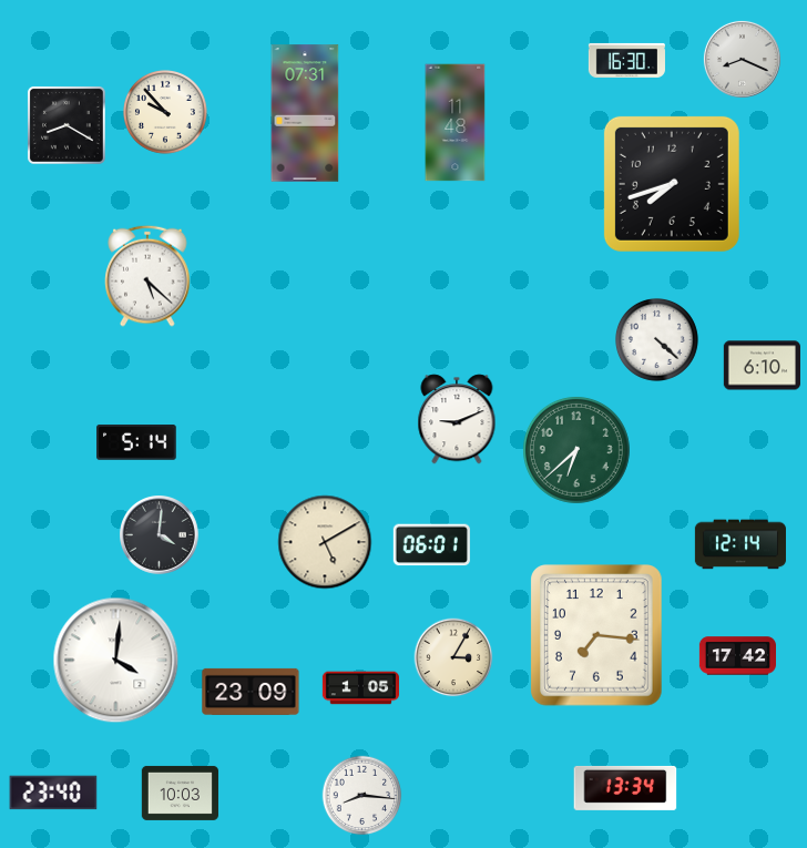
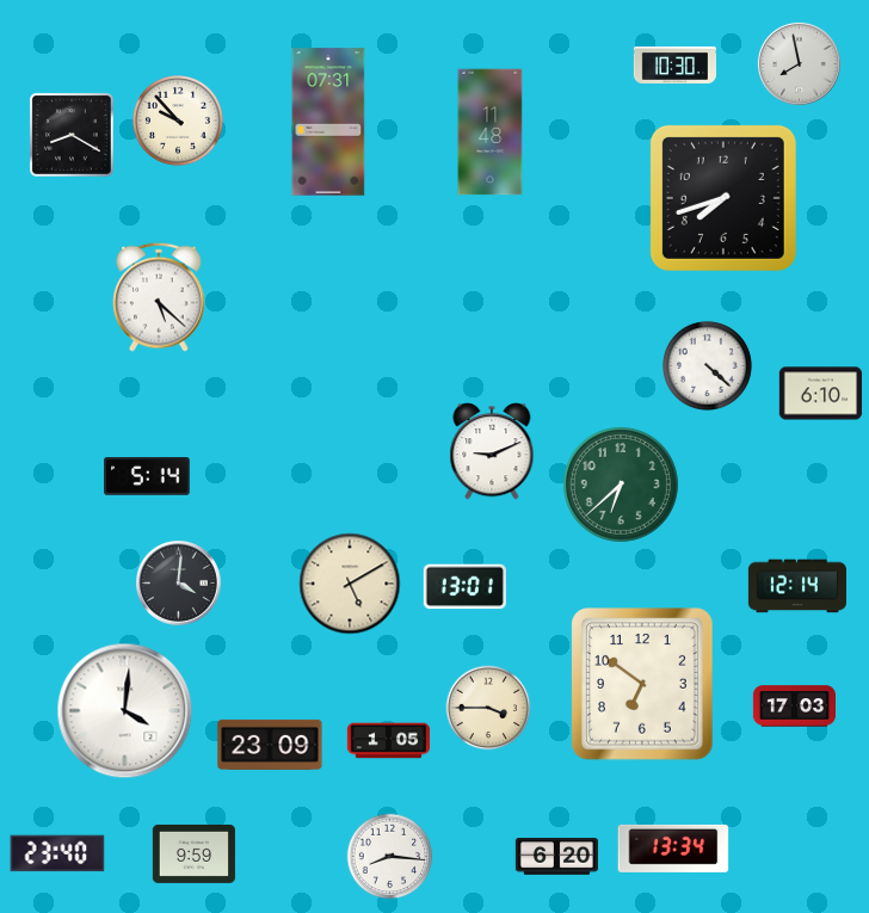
clock at (742, 59): 8:19 -> 7:58
clock at (626, 60): 16:30 -> 10:30
clock at (160, 535) position: (160, 535) -> (179, 584)
clock at (431, 545): 06:01 -> 13:01
clock at (596, 635): 7:16 -> 6:51
clock at (737, 656): 17:42 -> 17:03
clock at (453, 657): 3:05 -> 3:45
clock at (180, 793): 10:03 -> 9:59
clock at (556, 857): none -> 6:20
